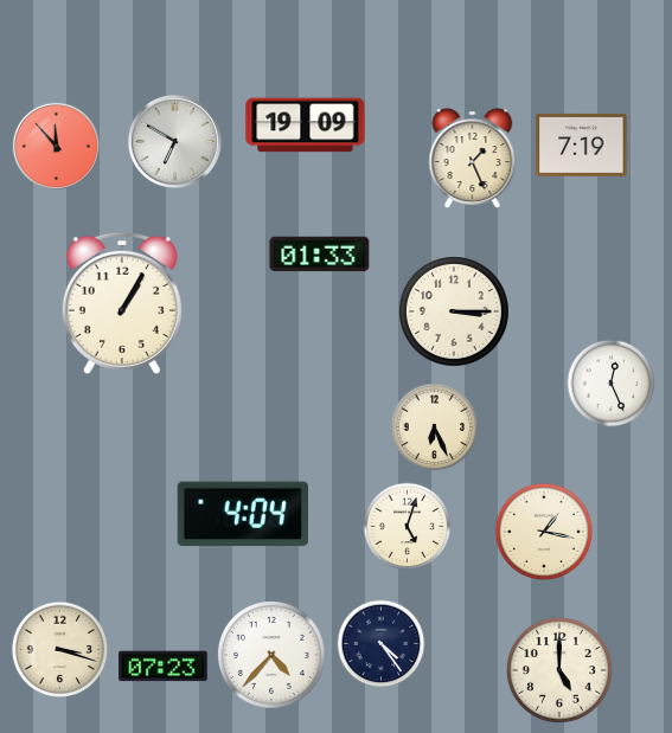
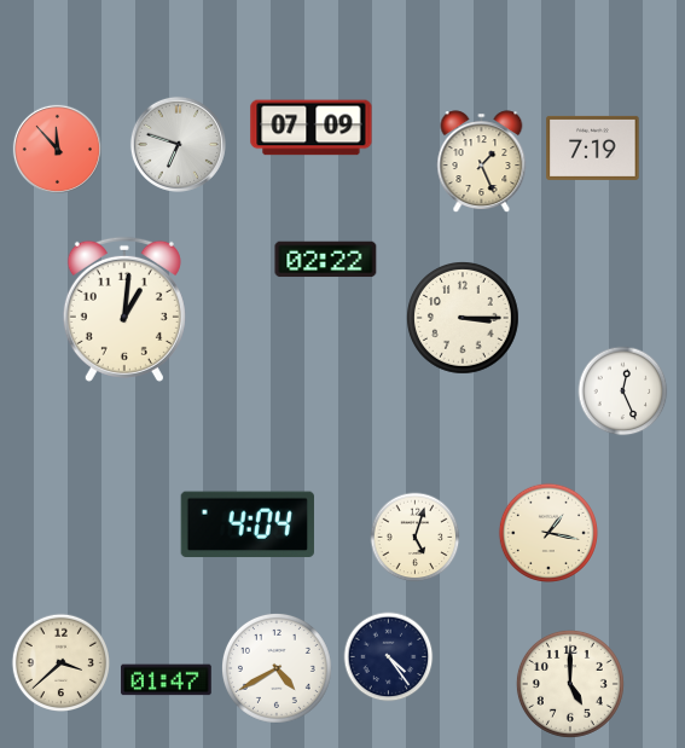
clock at (306, 126): 19:09 -> 07:09
clock at (174, 141): 6:50 -> 6:48
clock at (320, 255): 01:33 -> 02:22
clock at (122, 303): 1:05 -> 1:01
clock at (435, 427): 6:26 -> none
clock at (543, 531) position: (543, 531) -> (547, 532)
clock at (59, 649): 3:18 -> 3:38
clock at (271, 655): 4:37 -> 4:40
clock at (164, 667): 07:23 -> 01:47
